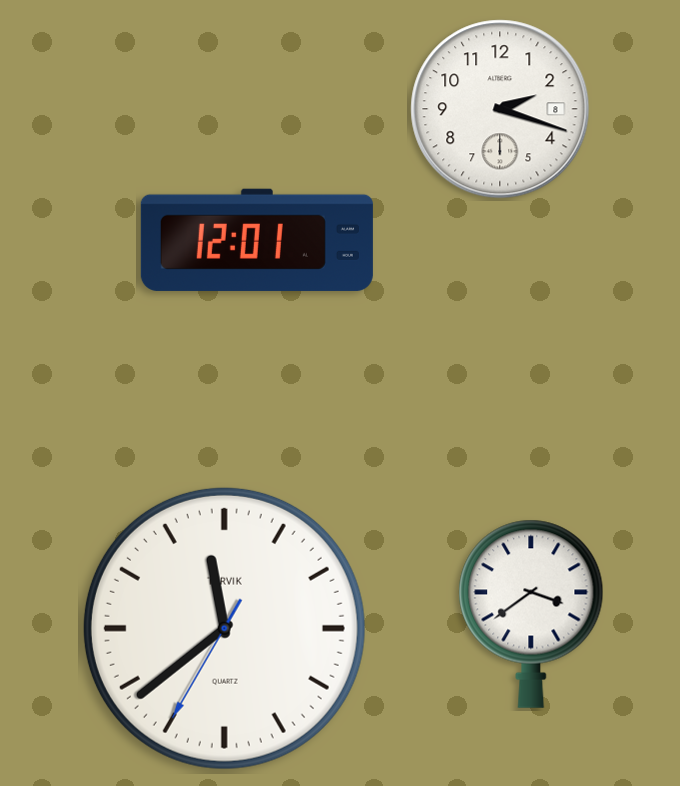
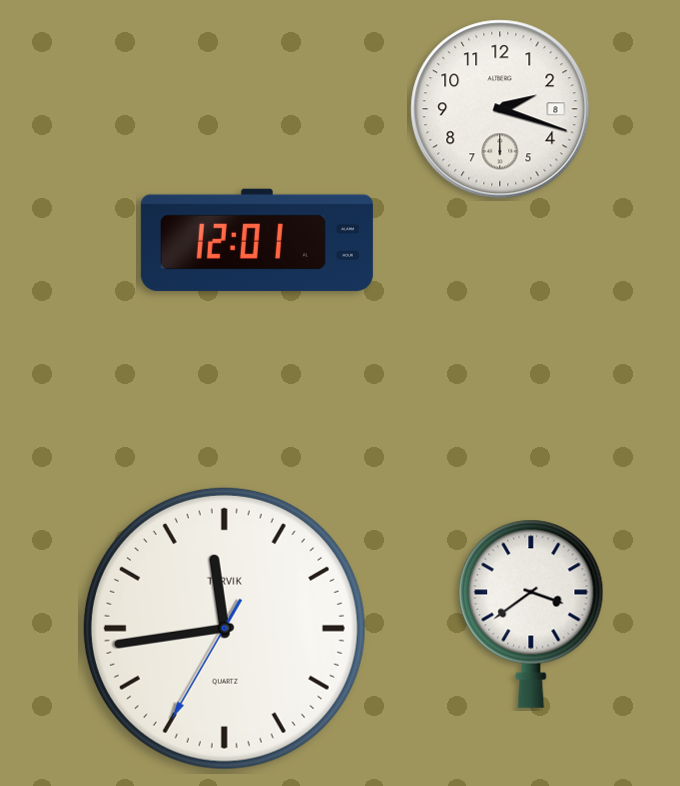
clock at (224, 628): 11:38 -> 11:43
